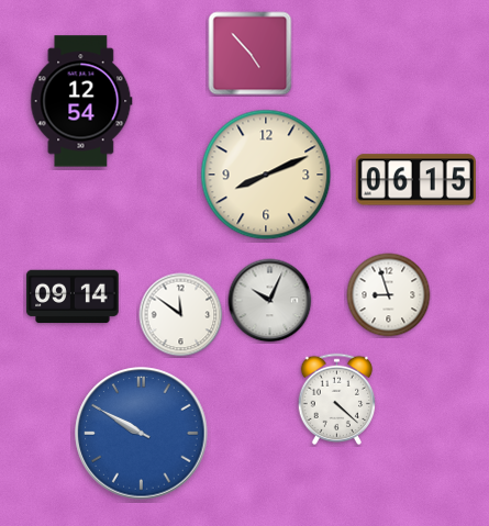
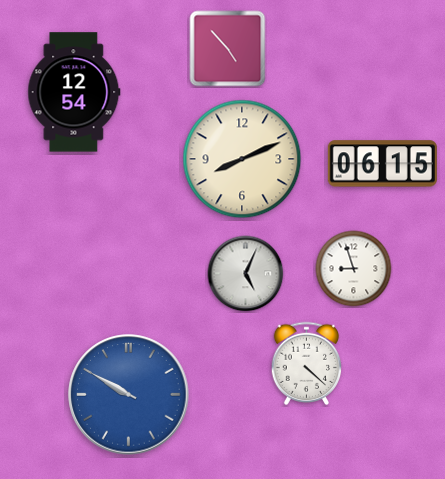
clock at (415, 180) position: (415, 180) -> (382, 164)
clock at (73, 296): 09:14 -> none
clock at (270, 301): 10:04 -> 5:04
clock at (181, 315): 11:51 -> none
